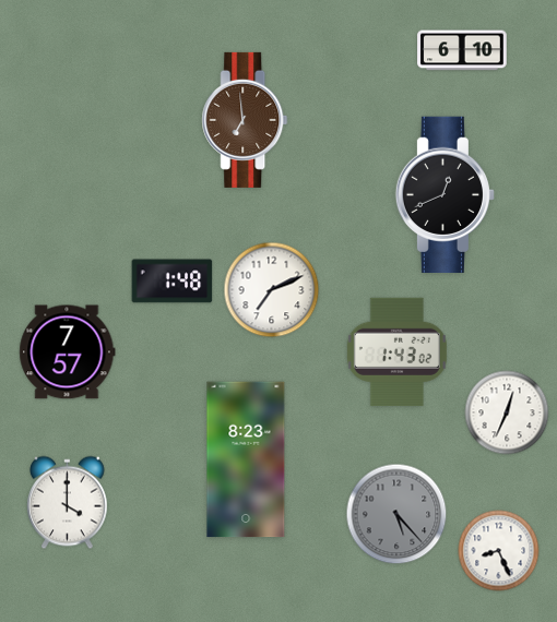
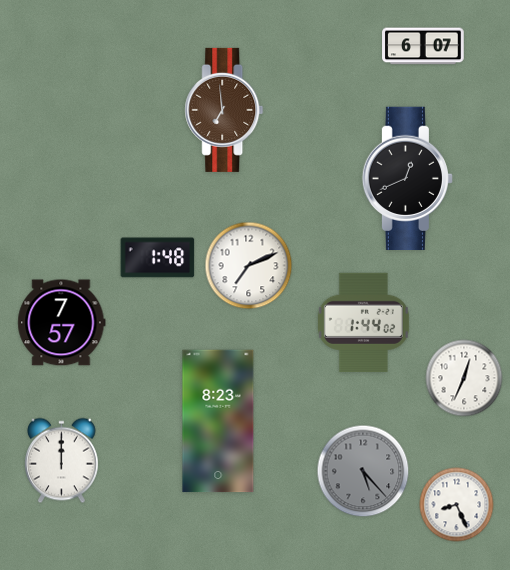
clock at (462, 50): 6:10 -> 6:07
clock at (396, 351): 1:43 -> 1:44
clock at (246, 459) position: (246, 459) -> (218, 421)
clock at (68, 503): 4:00 -> 12:00
